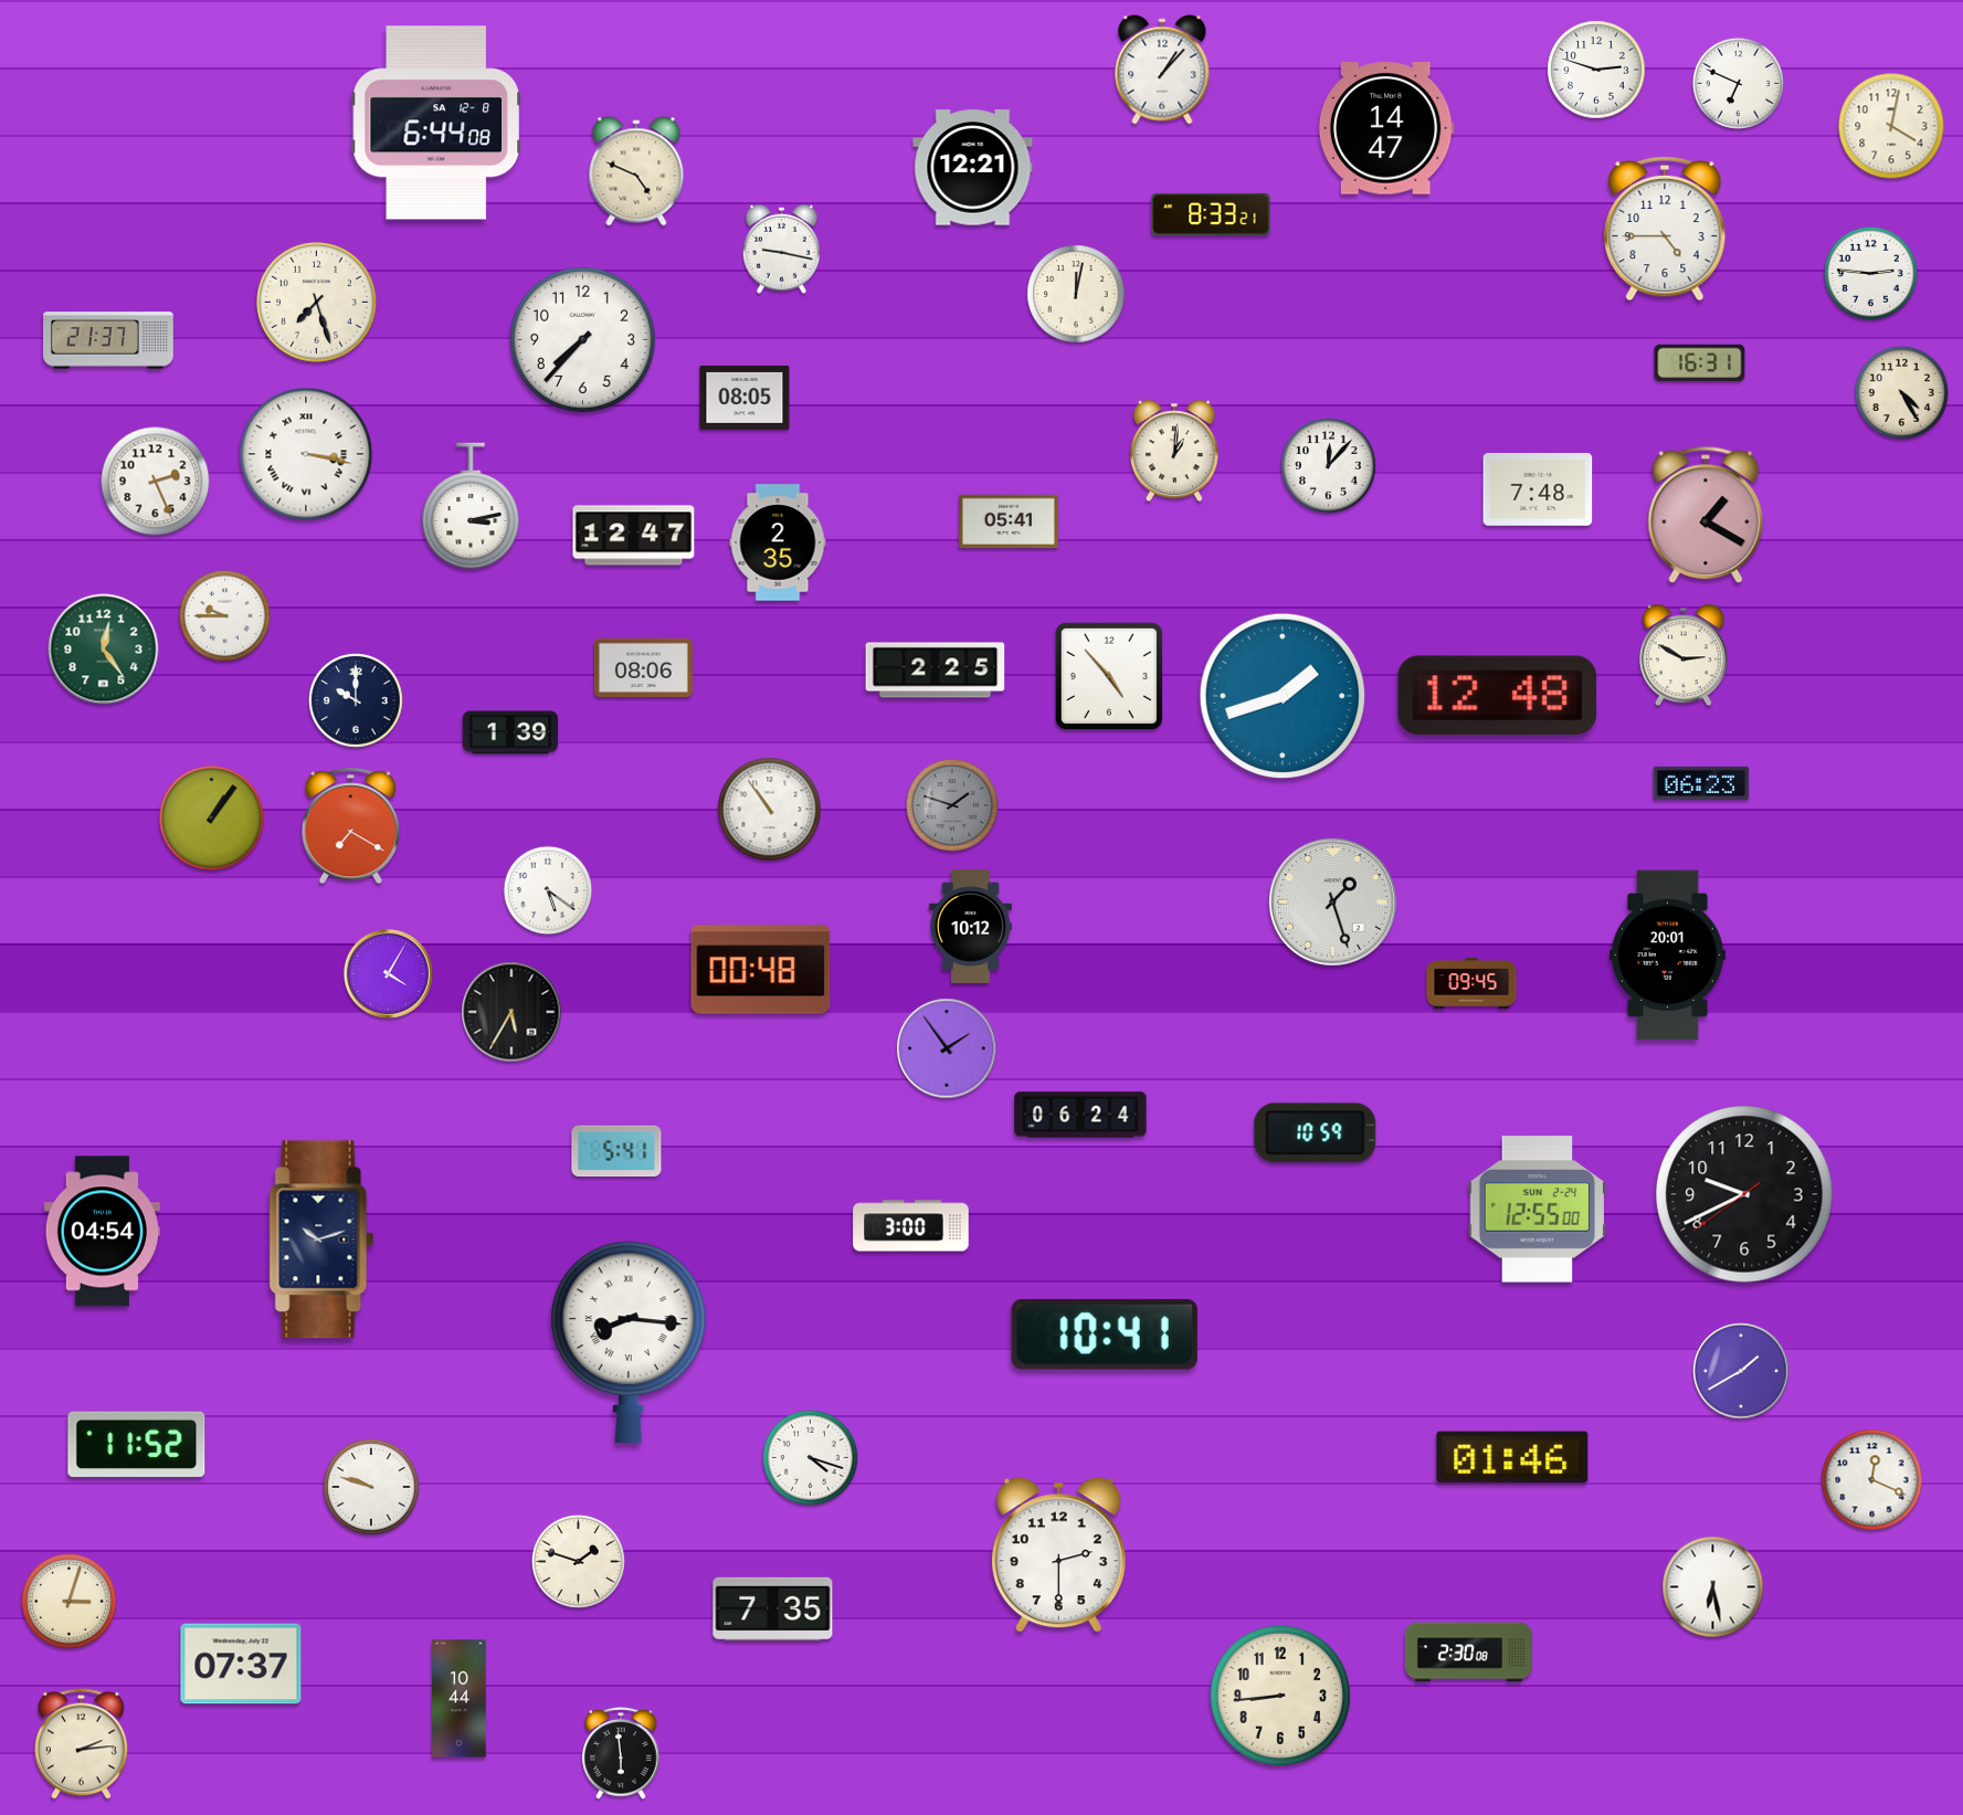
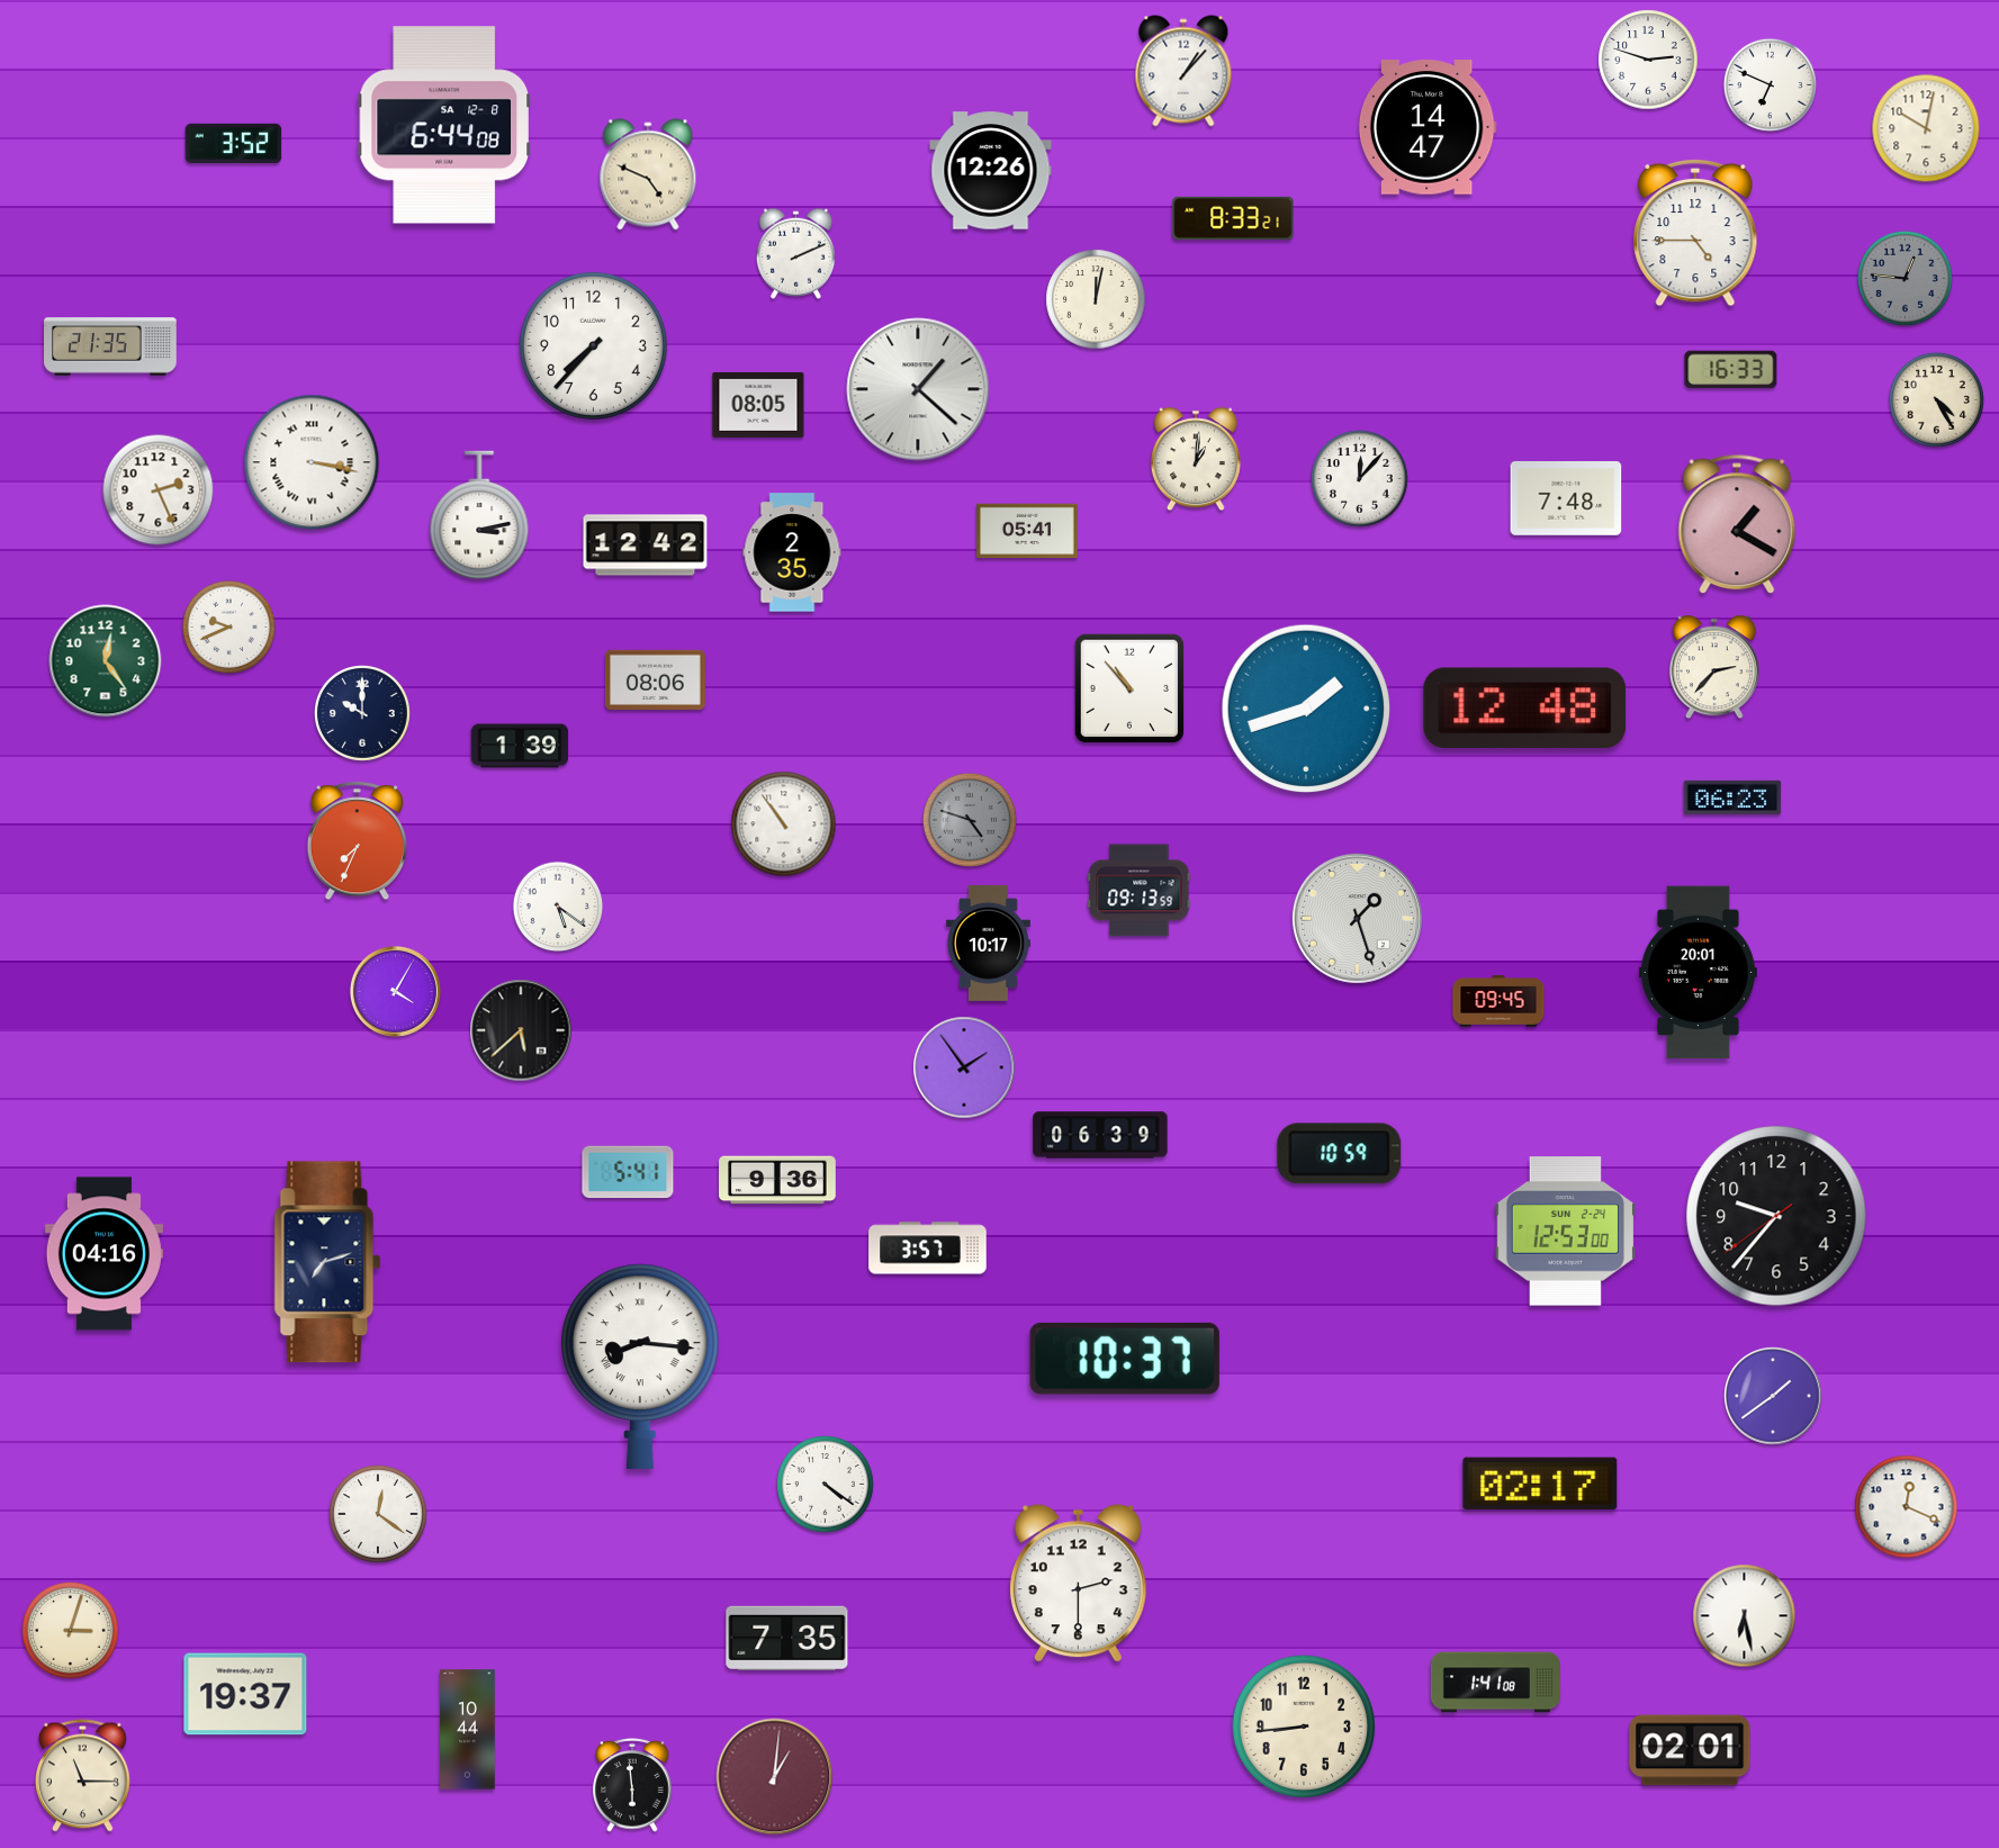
clock at (1596, 70) position: (1596, 70) -> (1648, 60)
clock at (1891, 126): 4:02 -> 10:02
clock at (1386, 128) position: (1386, 128) -> (1428, 127)
clock at (234, 143): none -> 3:52
clock at (973, 168): 12:21 -> 12:26
clock at (781, 249): 9:17 -> 2:11
clock at (1870, 273): 2:46 -> 12:46
clock at (1870, 273) dial: white -> grey
clock at (316, 302): 7:27 -> none
clock at (108, 340): 21:37 -> 21:35
clock at (1700, 363): 16:31 -> 16:33
clock at (918, 389): none -> 1:22
clock at (1329, 466) position: (1329, 466) -> (1360, 479)
clock at (634, 536): 12:47 -> 12:42
clock at (224, 615): 9:45 -> 9:41
clock at (1684, 655): 2:50 -> 2:37
clock at (936, 671): 2:25 -> none
clock at (1109, 676): 4:53 -> 10:53
clock at (952, 805): 1:48 -> 4:48
clock at (212, 819): 1:06 -> none
clock at (350, 826): 7:20 -> 7:34
clock at (1140, 891): none -> 09:13
clock at (970, 926): 10:12 -> 10:17
clock at (761, 970): 00:48 -> none
clock at (511, 1012): 5:35 -> 5:38
clock at (1080, 1115): 06:24 -> 06:39
clock at (777, 1180): none -> 9:36
clock at (1744, 1194): 9:40 -> 9:36
clock at (1537, 1210): 12:55 -> 12:53
clock at (911, 1226): 3:00 -> 3:57
clock at (102, 1232): 04:54 -> 04:16
clock at (321, 1239): 10:12 -> 7:12
clock at (1105, 1334): 10:41 -> 10:37
clock at (1741, 1371): 1:40 -> 1:39
clock at (137, 1444): 11:52 -> none
clock at (1512, 1457): 01:46 -> 02:17
clock at (811, 1458): 4:18 -> 4:21
clock at (371, 1487): 9:48 -> 12:21
clock at (578, 1561): 1:48 -> none
clock at (1468, 1653): 2:30 -> 1:41
clock at (241, 1664): 07:37 -> 19:37
clock at (1690, 1750): none -> 02:01
clock at (82, 1744): 2:14 -> 11:15
clock at (775, 1777): none -> 1:01
